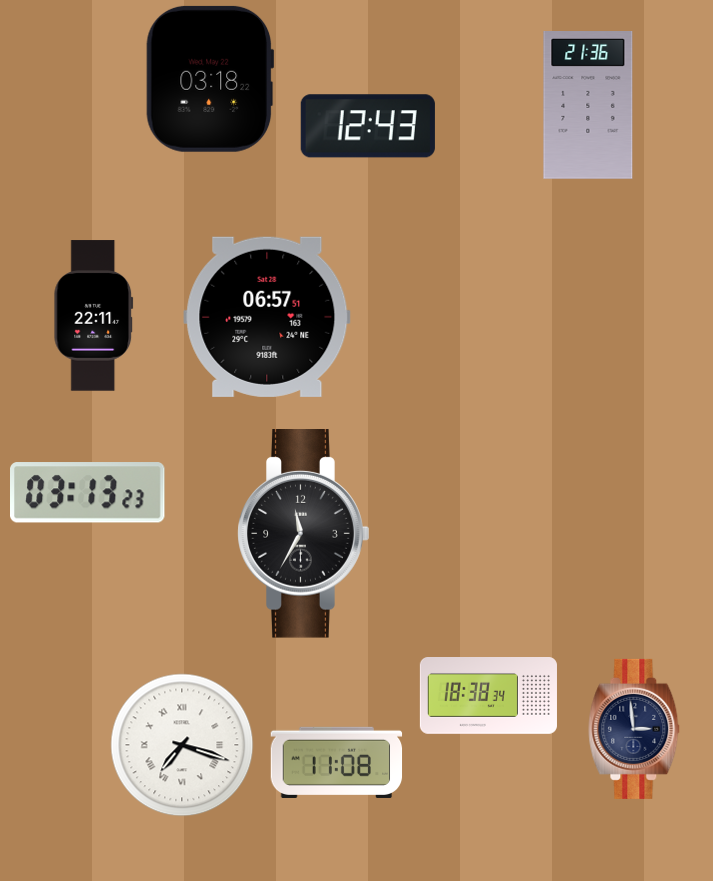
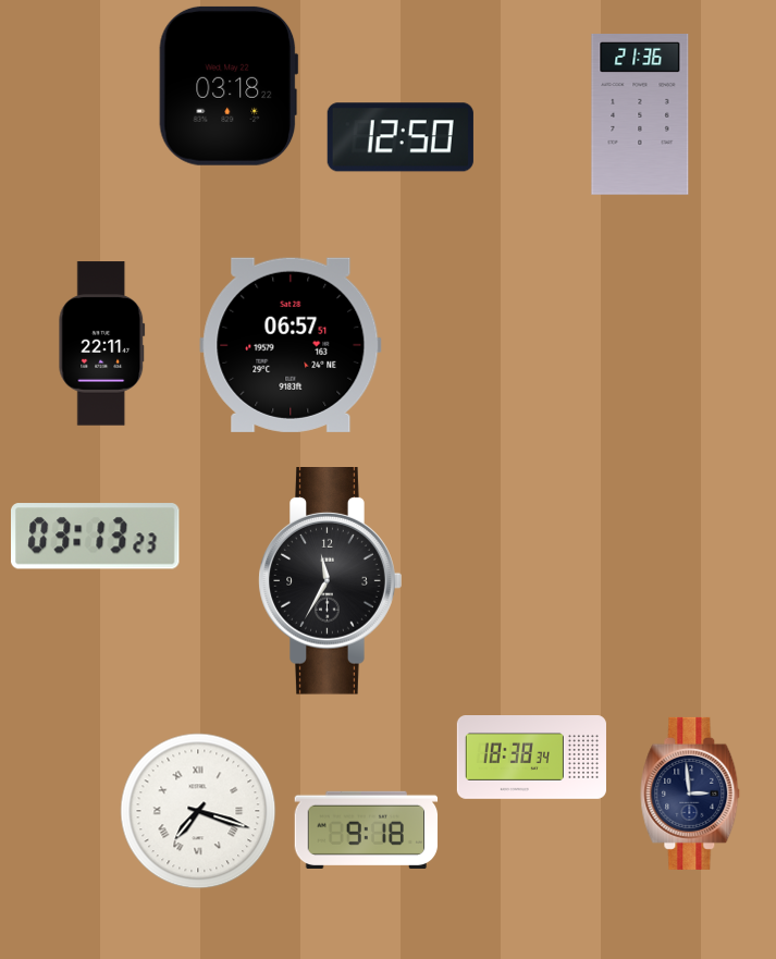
clock at (368, 126): 12:43 -> 12:50
clock at (337, 762): 11:08 -> 9:18
